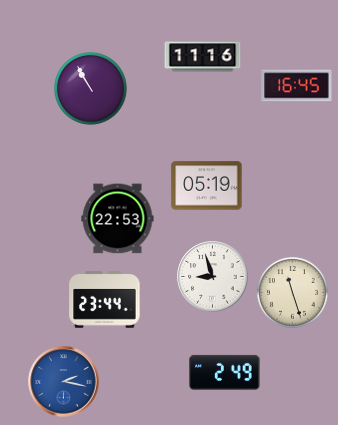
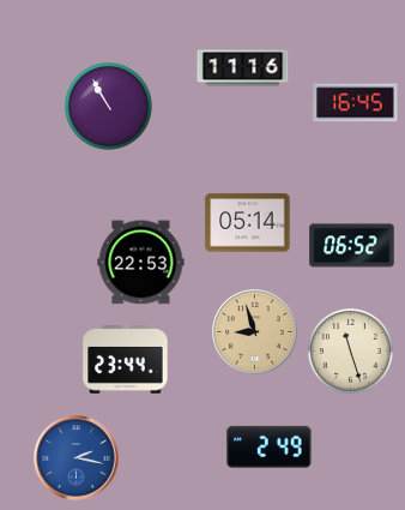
clock at (207, 186): 05:19 -> 05:14
clock at (352, 246): none -> 06:52
clock at (213, 277) dial: white -> champagne
